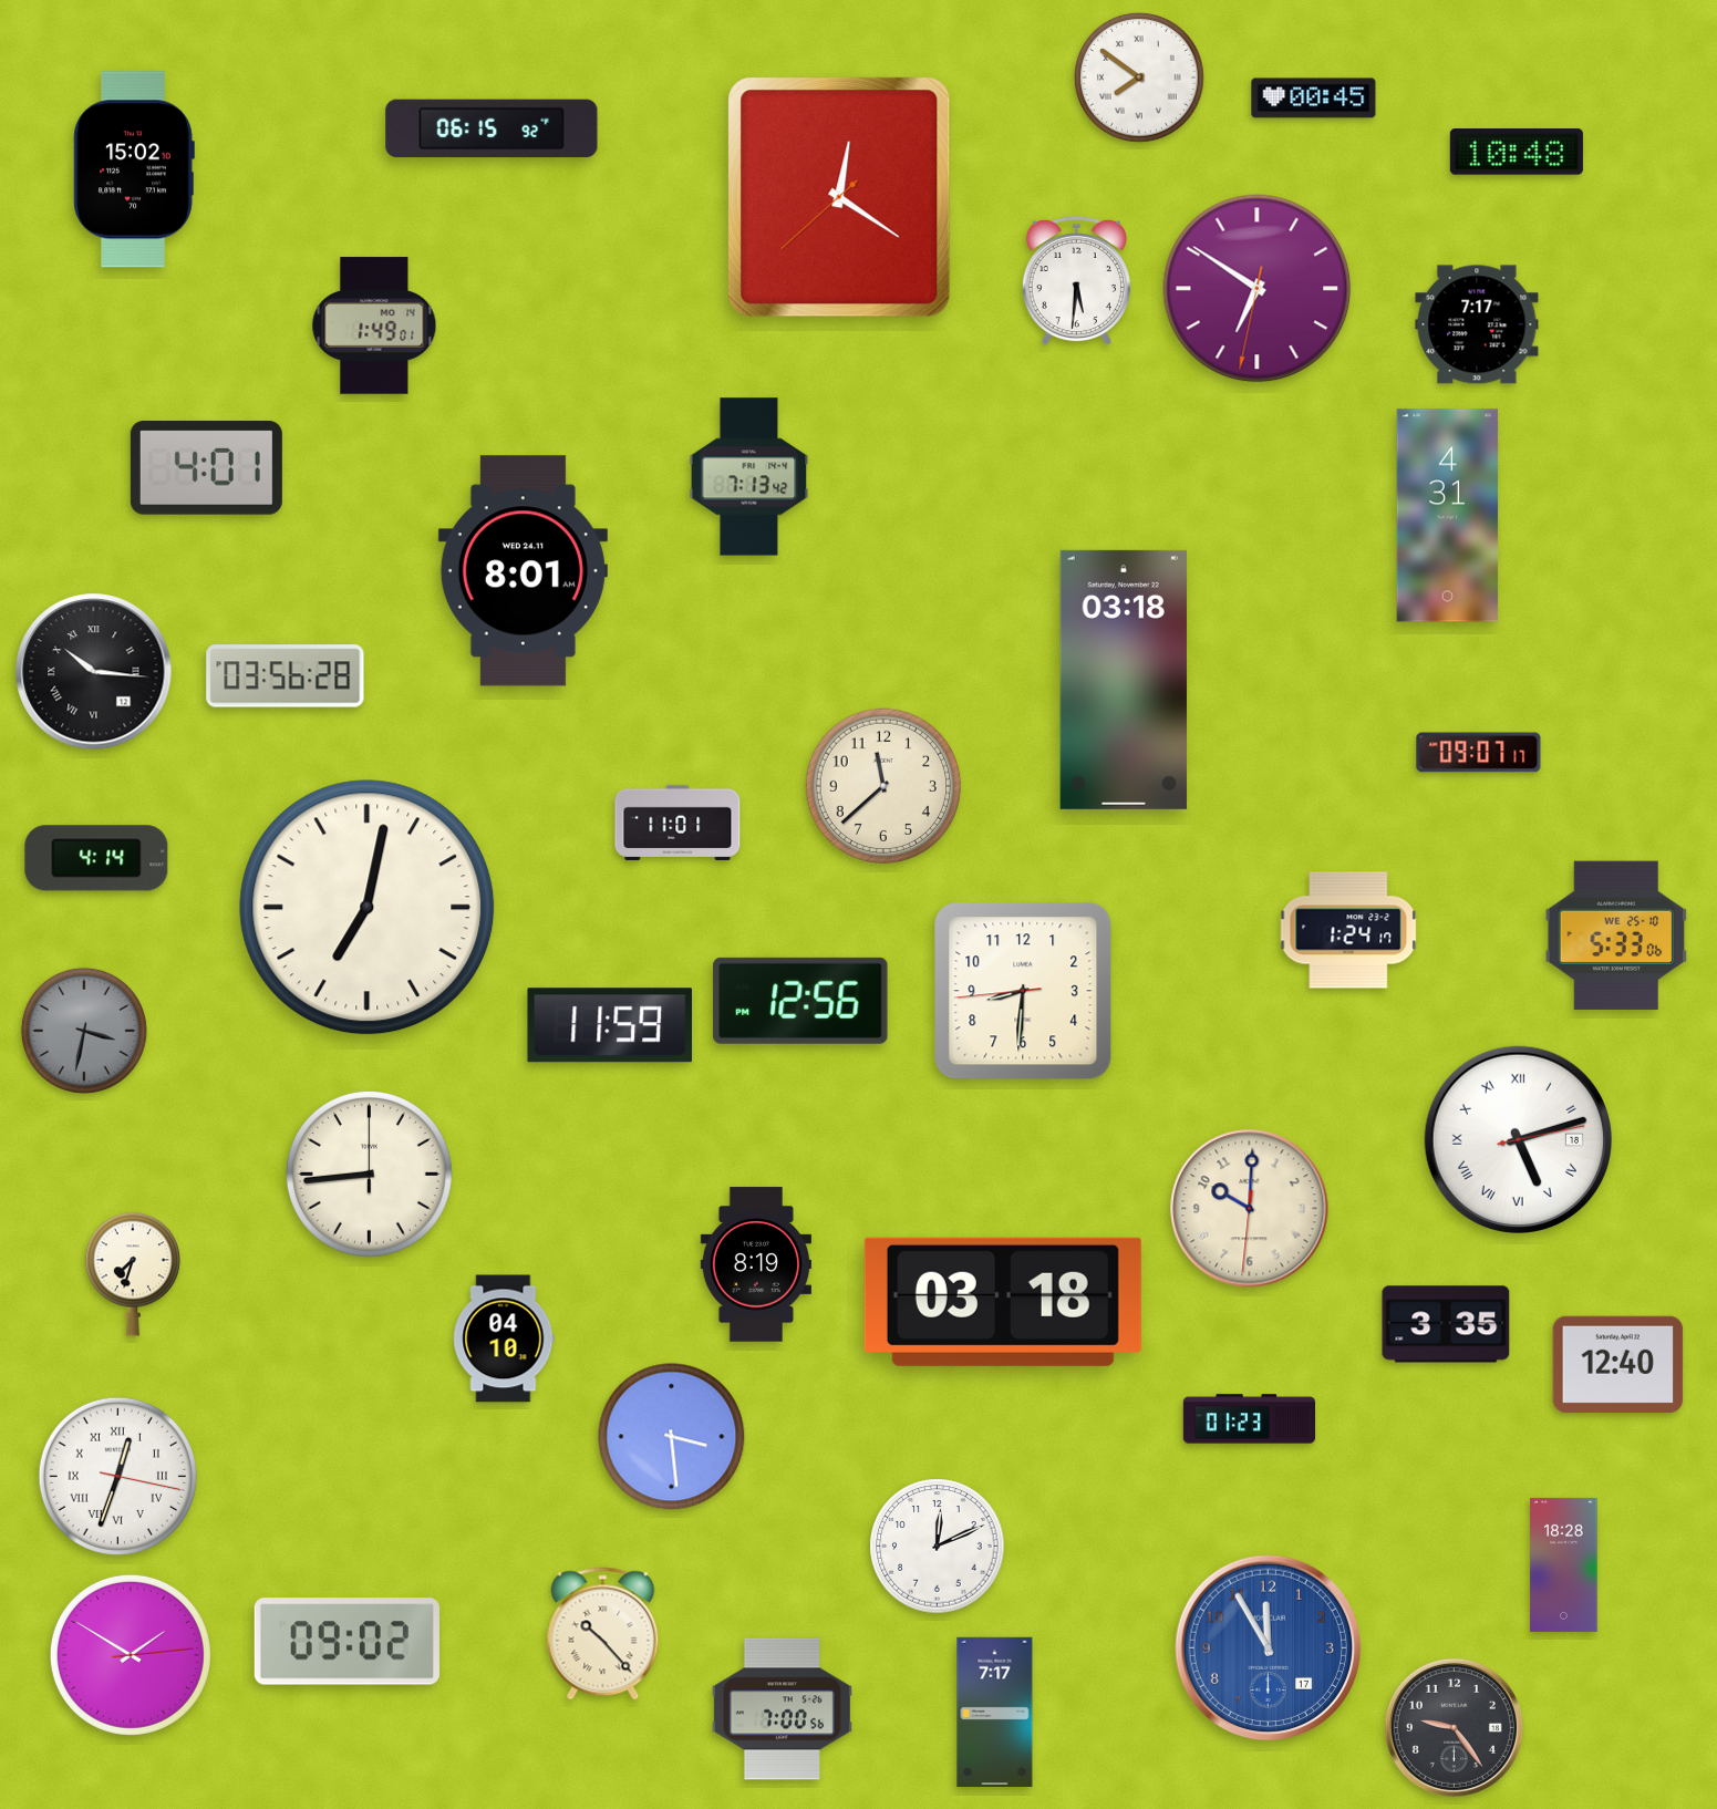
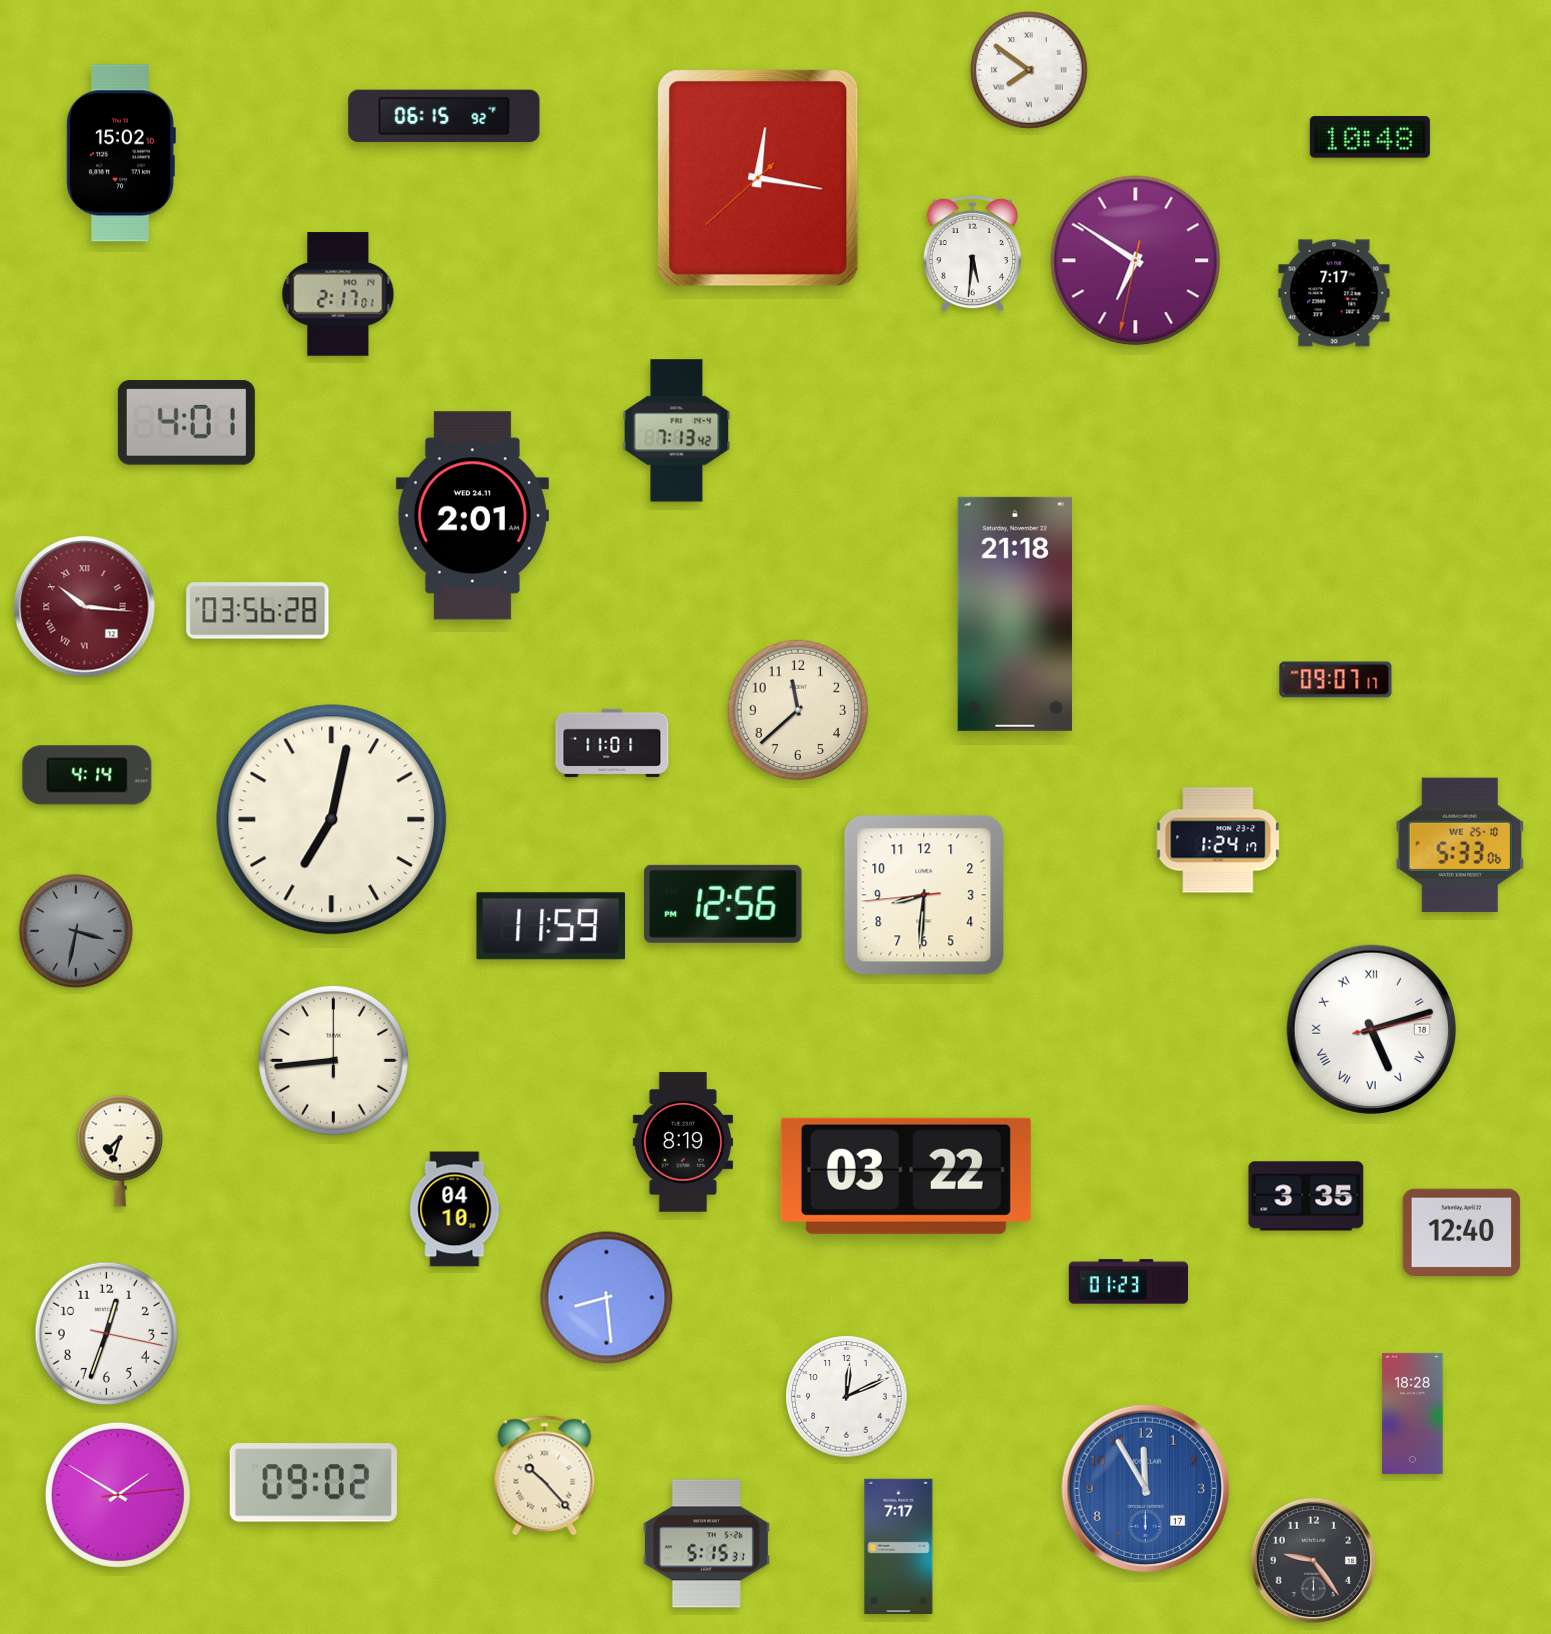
clock at (1314, 99): 00:45 -> none
clock at (839, 197): 12:20 -> 12:16
clock at (374, 325): 1:49 -> 2:17
clock at (1448, 516): 4:31 -> none
clock at (523, 571): 8:01 -> 2:01
clock at (94, 672) dial: black -> burgundy
clock at (1124, 680): 03:18 -> 21:18
clock at (1250, 1209): 10:00 -> none
clock at (1003, 1302): 03:18 -> 03:22
clock at (672, 1437): 3:29 -> 8:29
clock at (117, 1476) numerals: Roman -> Arabic
clock at (782, 1709): 7:00 -> 5:15
